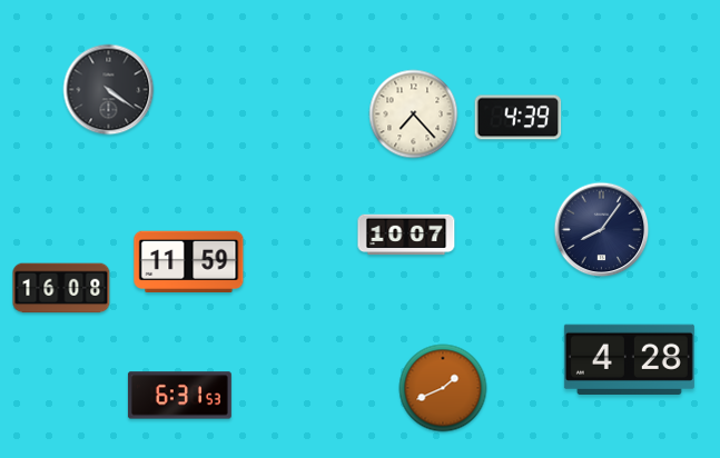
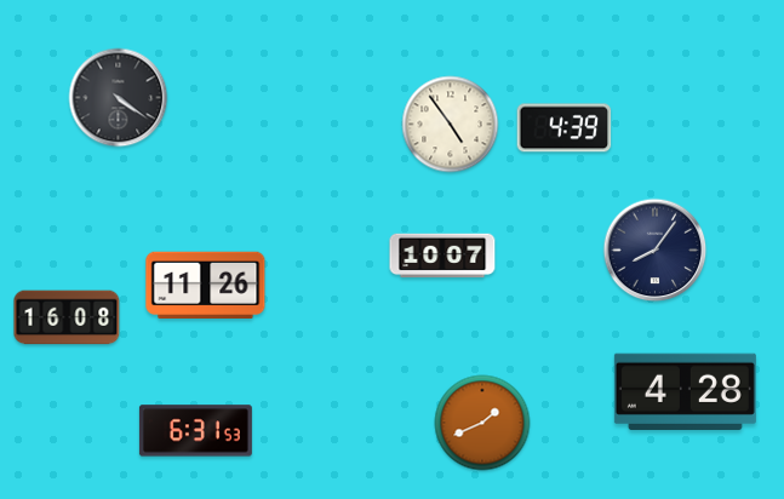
clock at (414, 114): 7:23 -> 4:54
clock at (189, 261): 11:59 -> 11:26
clock at (61, 288) position: (61, 288) -> (67, 317)
